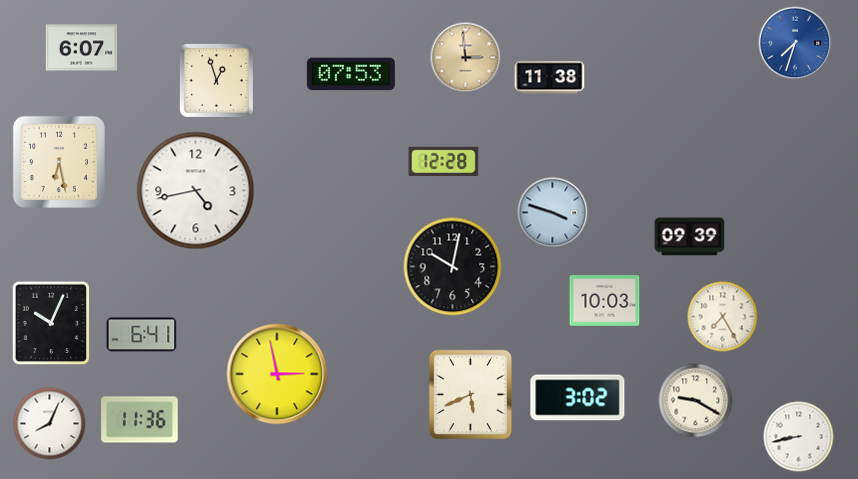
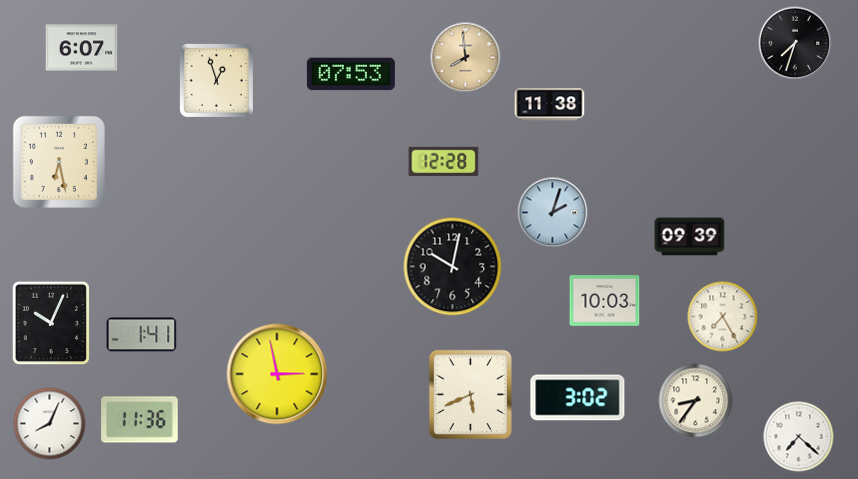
clock at (795, 43) dial: blue -> black
clock at (466, 58): 2:59 -> 7:59
clock at (550, 78) position: (550, 78) -> (550, 105)
clock at (196, 191): 4:43 -> none
clock at (553, 213): 3:48 -> 2:03
clock at (142, 335): 6:41 -> 1:41
clock at (696, 401): 9:20 -> 8:36
clock at (799, 437): 8:43 -> 7:22
